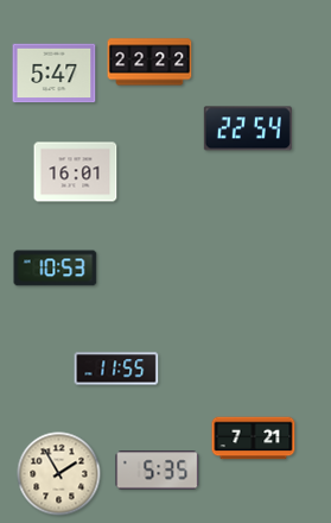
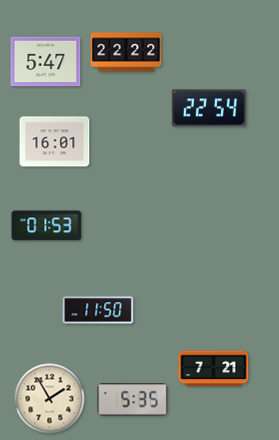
clock at (76, 172) position: (76, 172) -> (55, 142)
clock at (56, 269): 10:53 -> 01:53
clock at (116, 368): 11:55 -> 11:50
clock at (158, 471) position: (158, 471) -> (133, 400)
